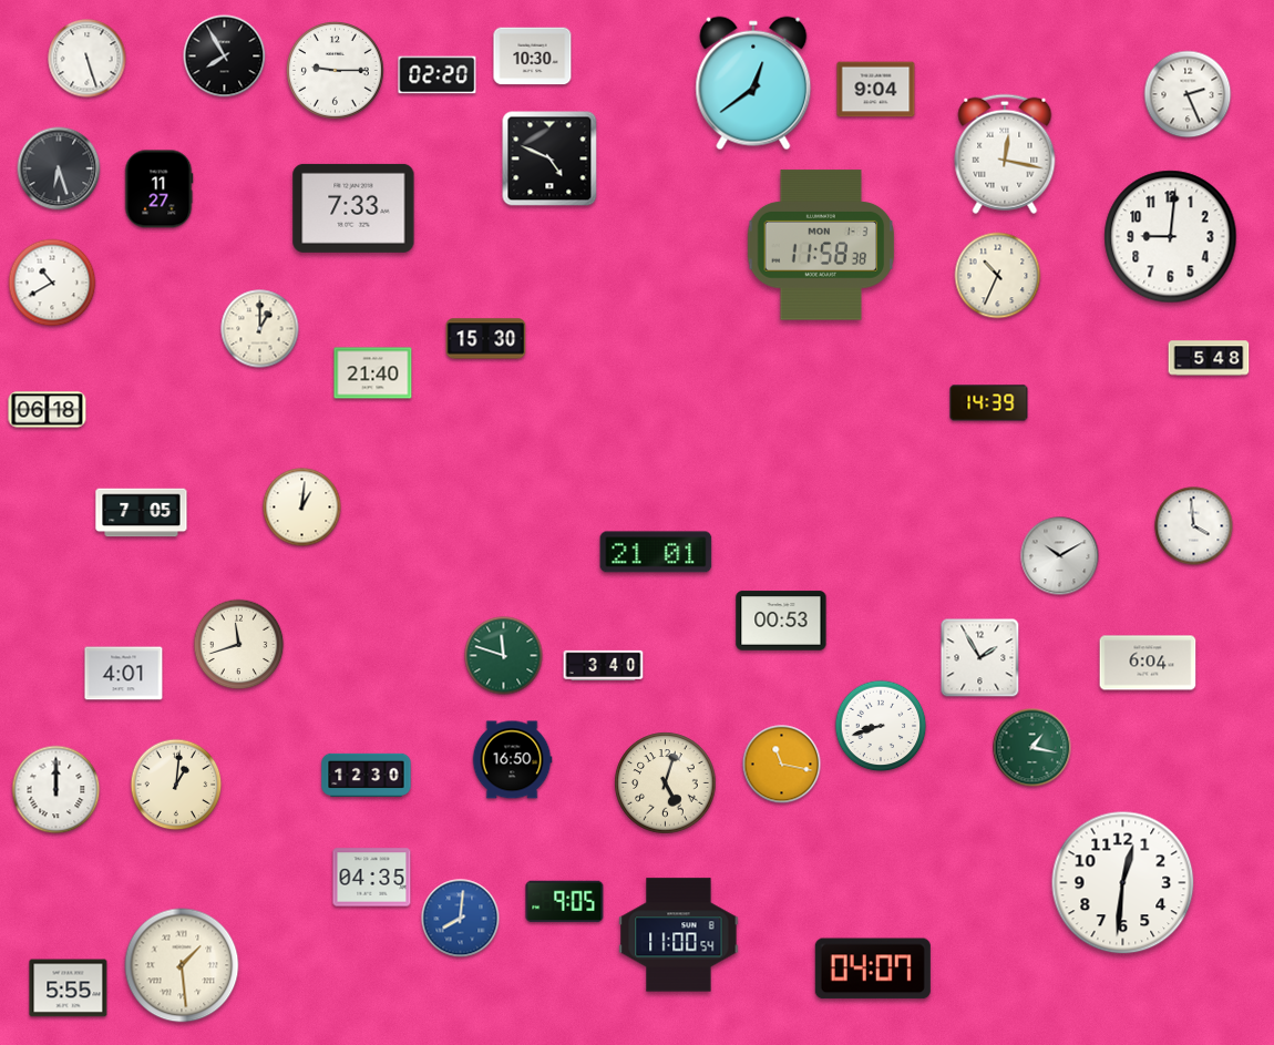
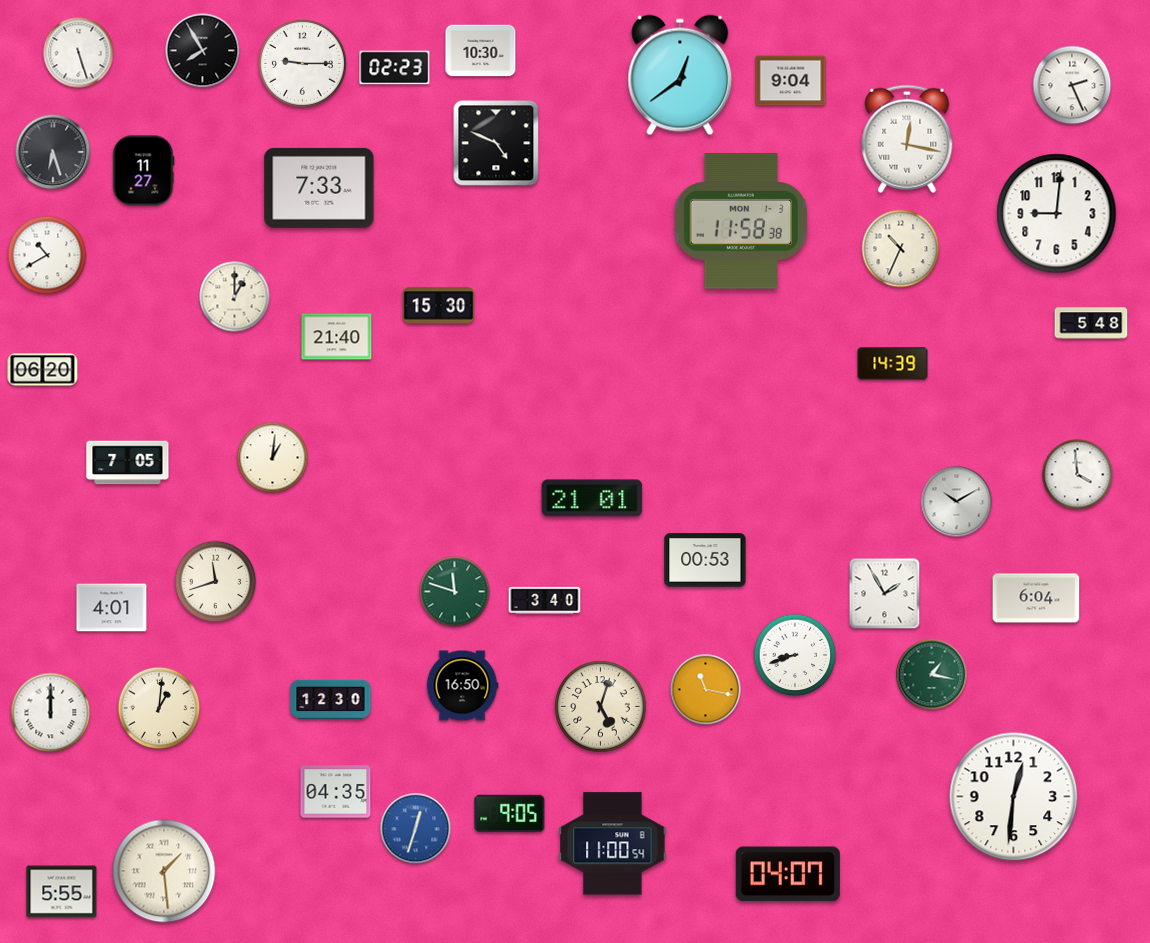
clock at (438, 75): 02:20 -> 02:23
clock at (48, 410): 06:18 -> 06:20
clock at (461, 919): 8:01 -> 12:33
